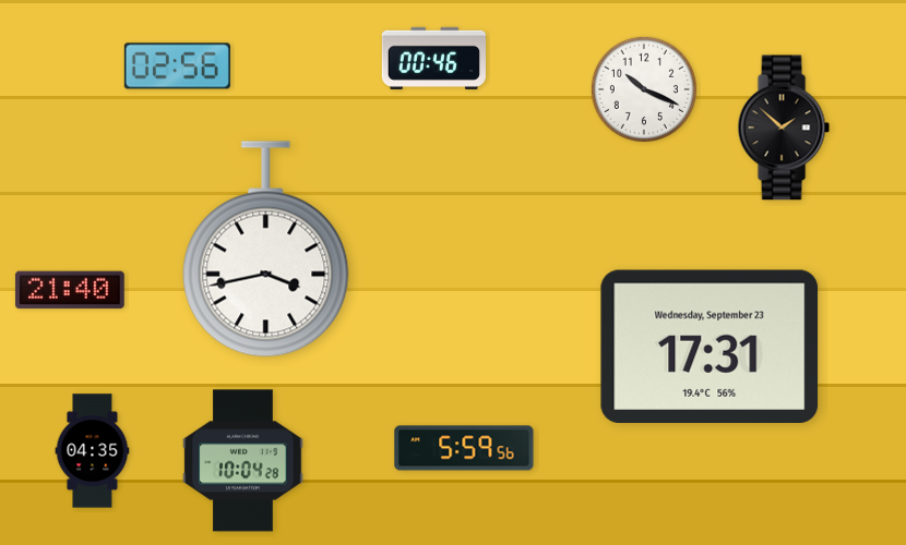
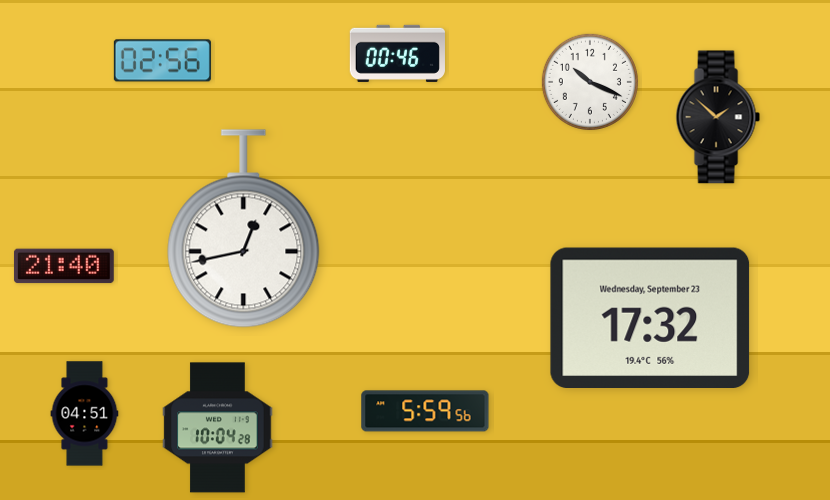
clock at (266, 250): 3:43 -> 12:43
clock at (710, 346): 17:31 -> 17:32
clock at (93, 451): 04:35 -> 04:51
clock at (243, 461) position: (243, 461) -> (218, 428)
